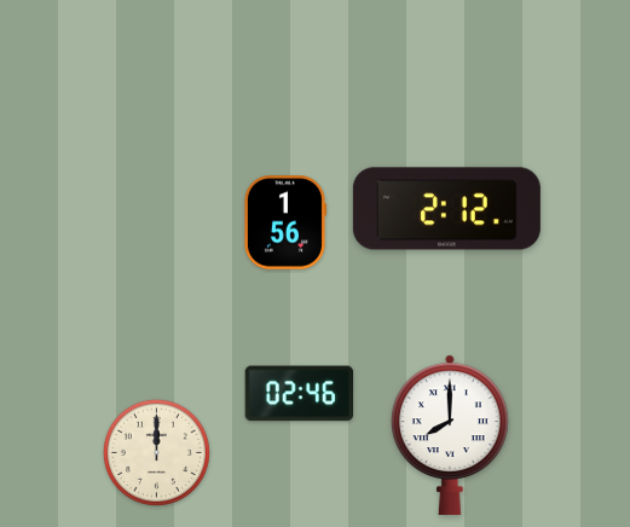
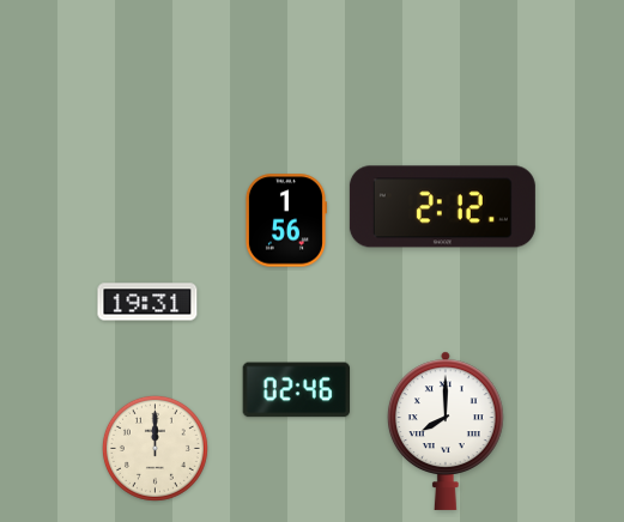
clock at (284, 222) position: (284, 222) -> (285, 220)
clock at (147, 302): none -> 19:31
